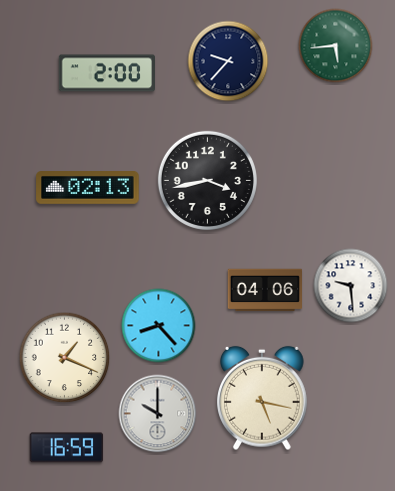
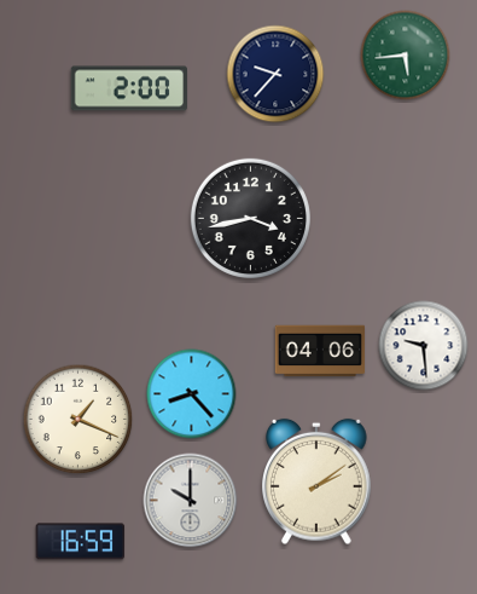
clock at (88, 188): 02:13 -> none
clock at (65, 358) position: (65, 358) -> (78, 420)
clock at (263, 398): 5:17 -> 2:09
